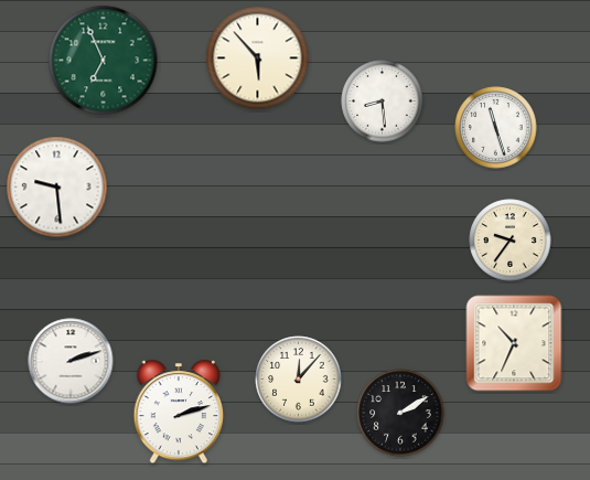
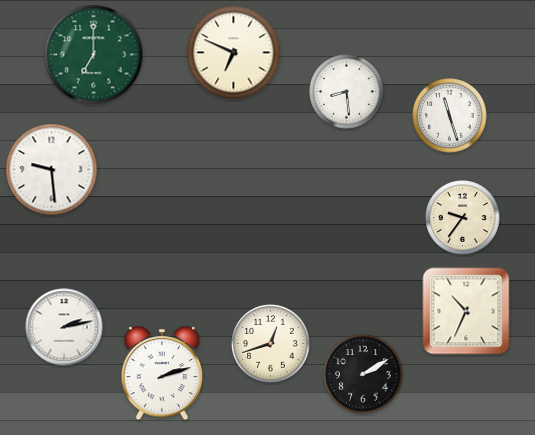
clock at (258, 58): 5:53 -> 6:49
clock at (104, 61): 6:56 -> 7:00
clock at (71, 361): 2:12 -> 2:13
clock at (299, 380): 12:07 -> 12:42
